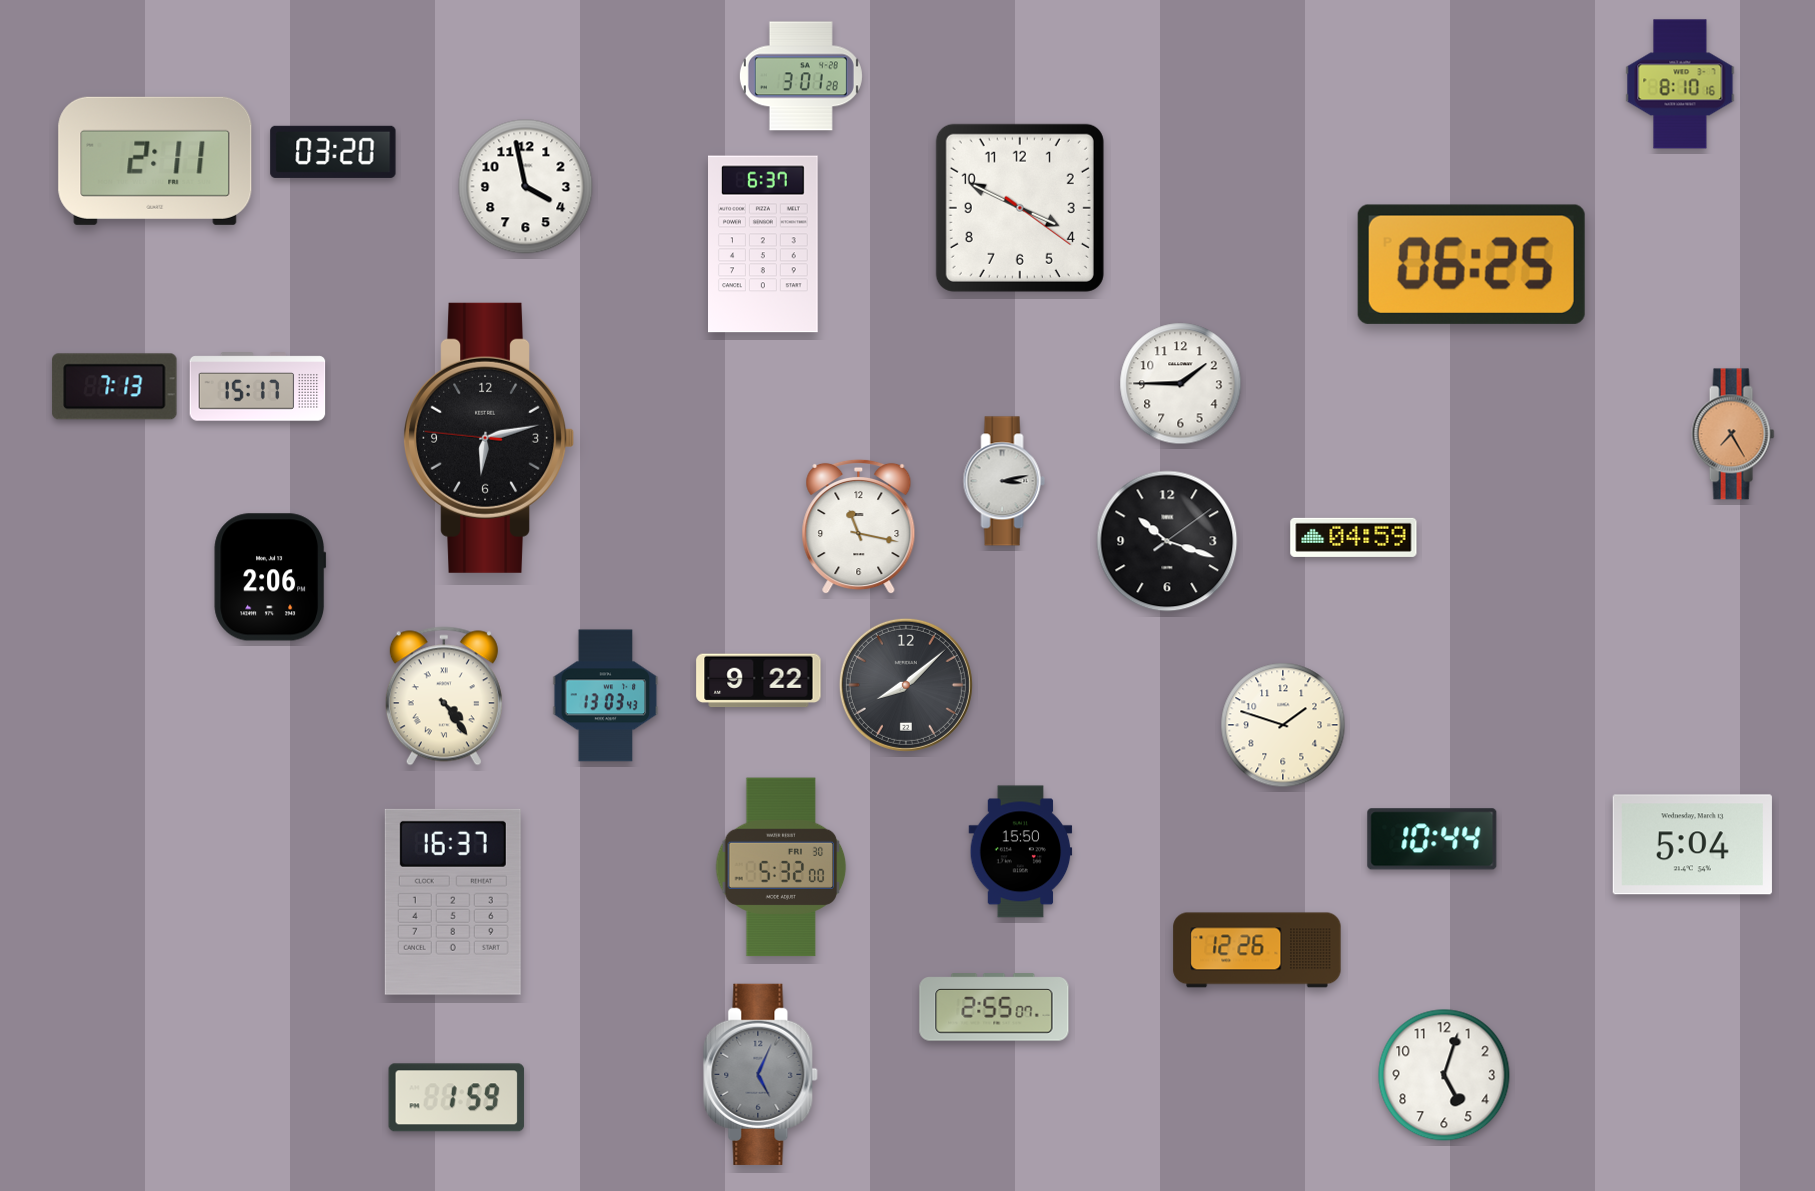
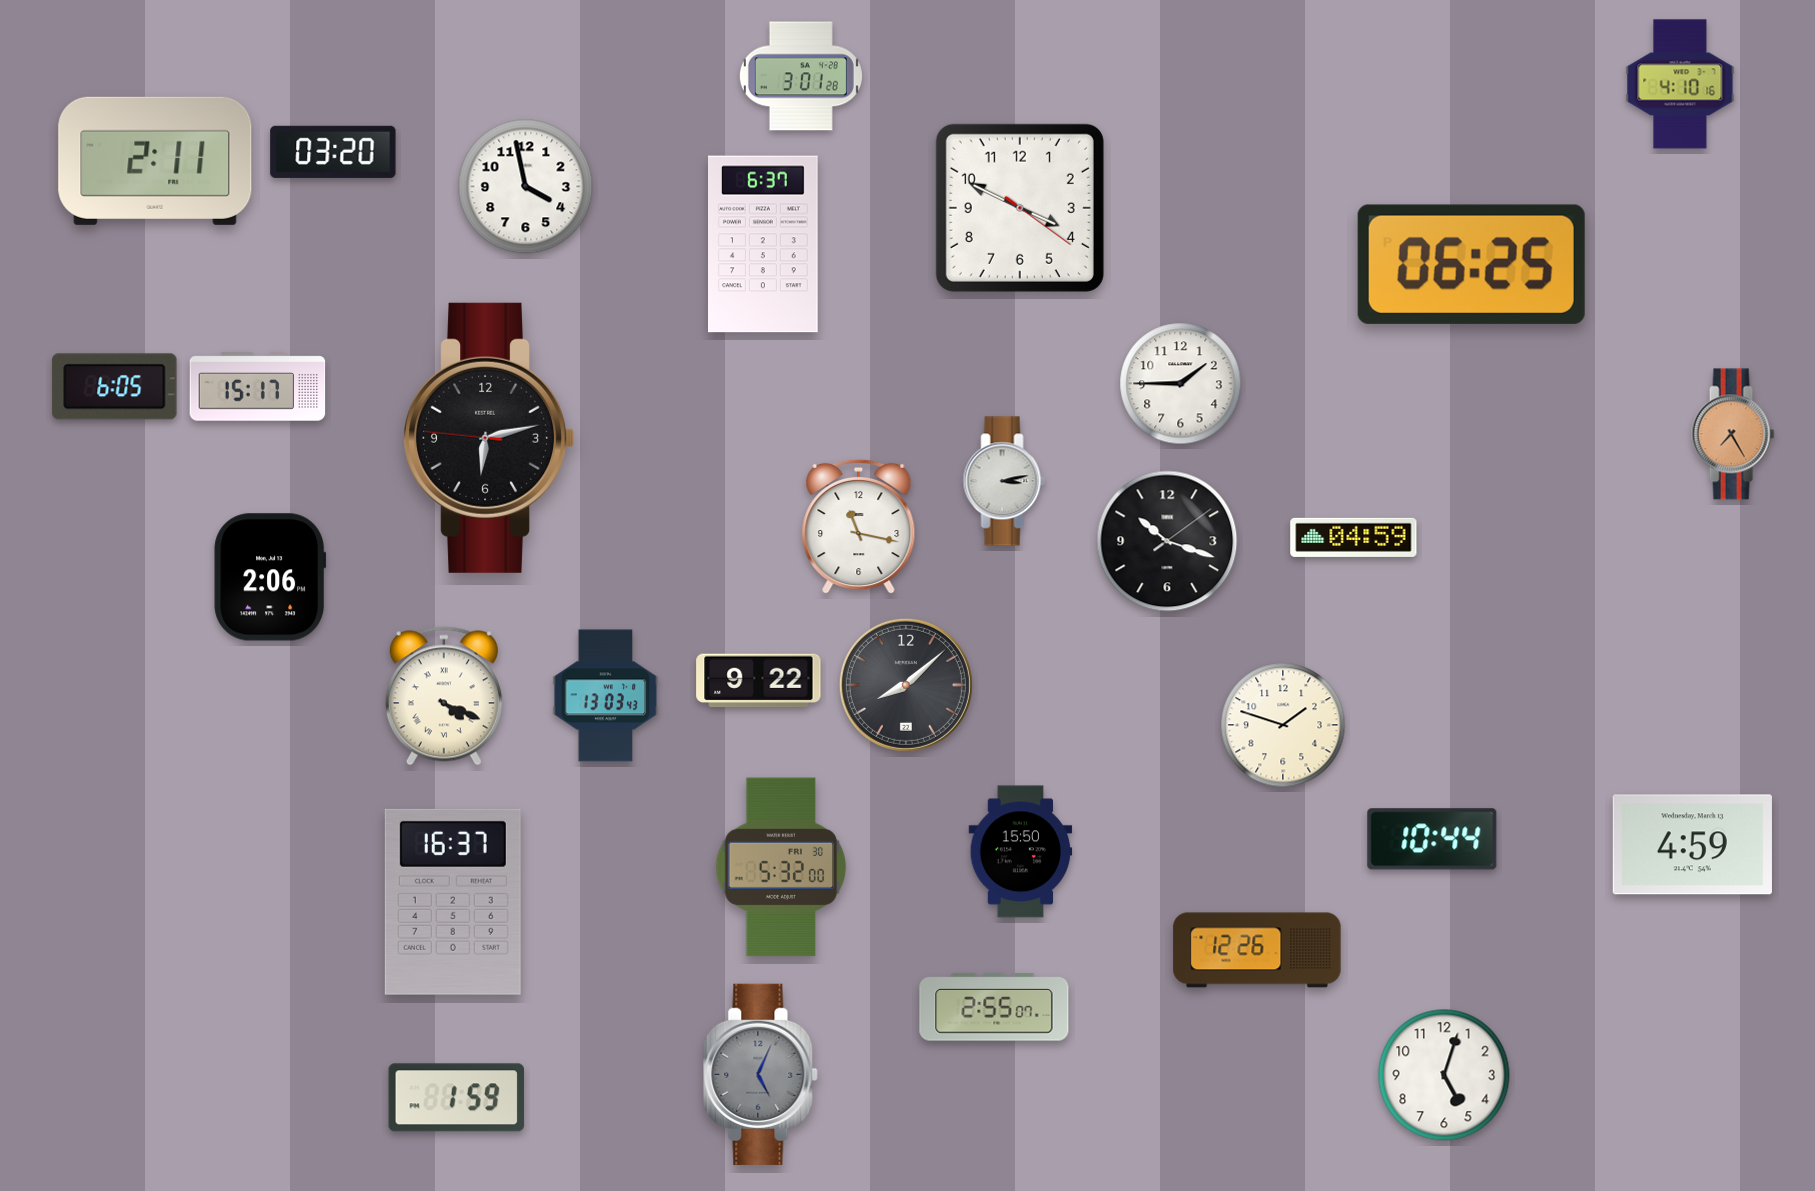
clock at (1680, 84): 8:10 -> 4:10
clock at (115, 387): 7:13 -> 6:05
clock at (444, 696): 4:24 -> 4:19
clock at (1692, 845): 5:04 -> 4:59
